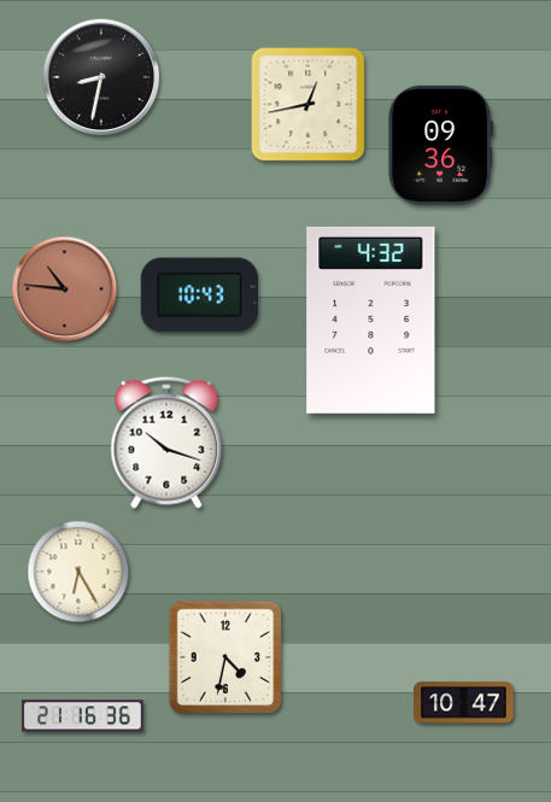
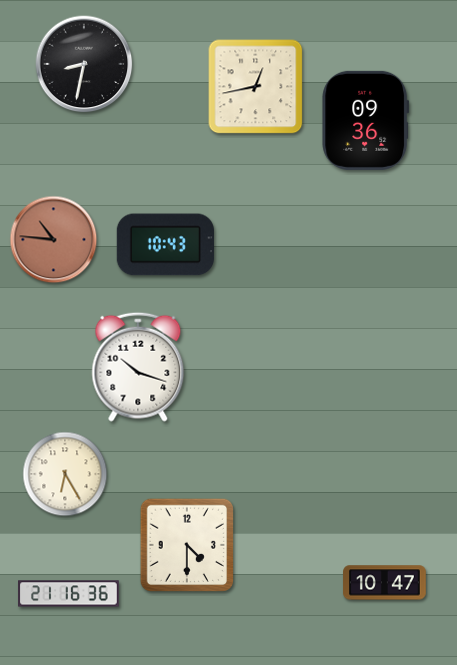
clock at (371, 320): 4:32 -> none
clock at (224, 656): 4:32 -> 4:30
